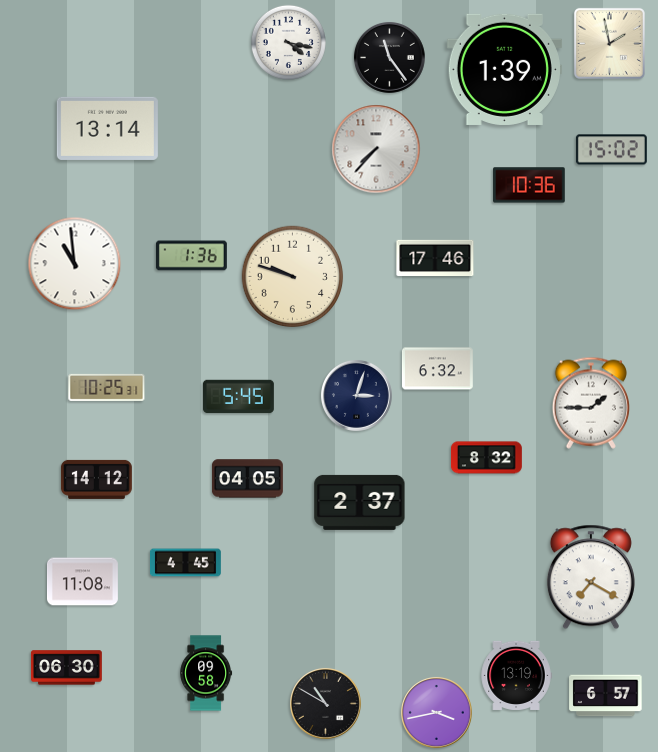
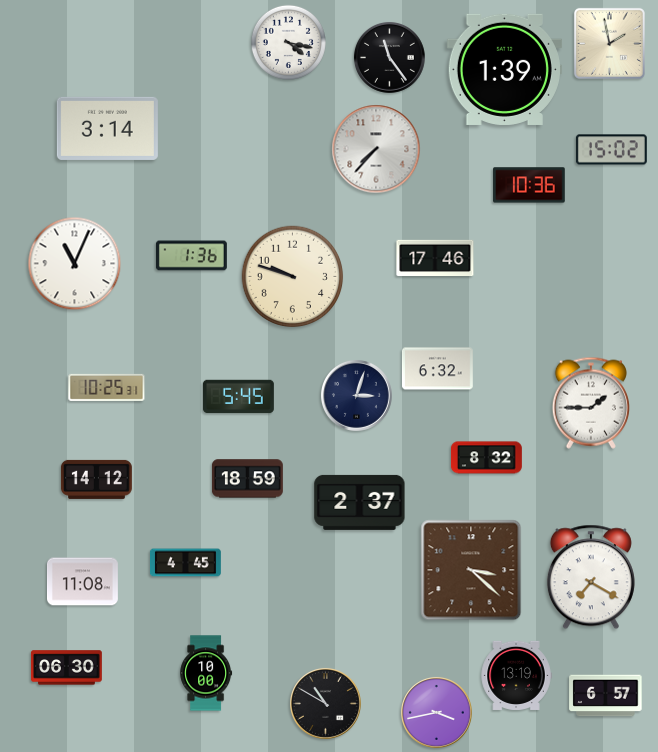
clock at (107, 128): 13:14 -> 3:14
clock at (75, 264): 10:59 -> 11:04
clock at (247, 479): 04:05 -> 18:59
clock at (471, 570): none -> 3:22
clock at (206, 673): 09:58 -> 10:00
